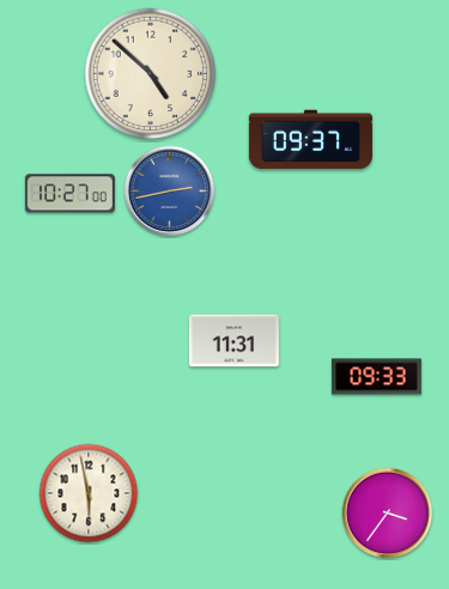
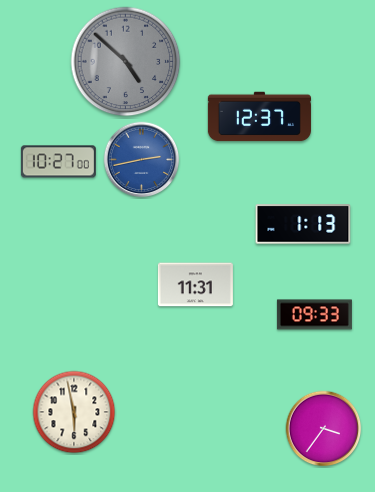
clock at (151, 74) dial: cream -> grey
clock at (310, 140): 09:37 -> 12:37
clock at (303, 224): none -> 1:13
